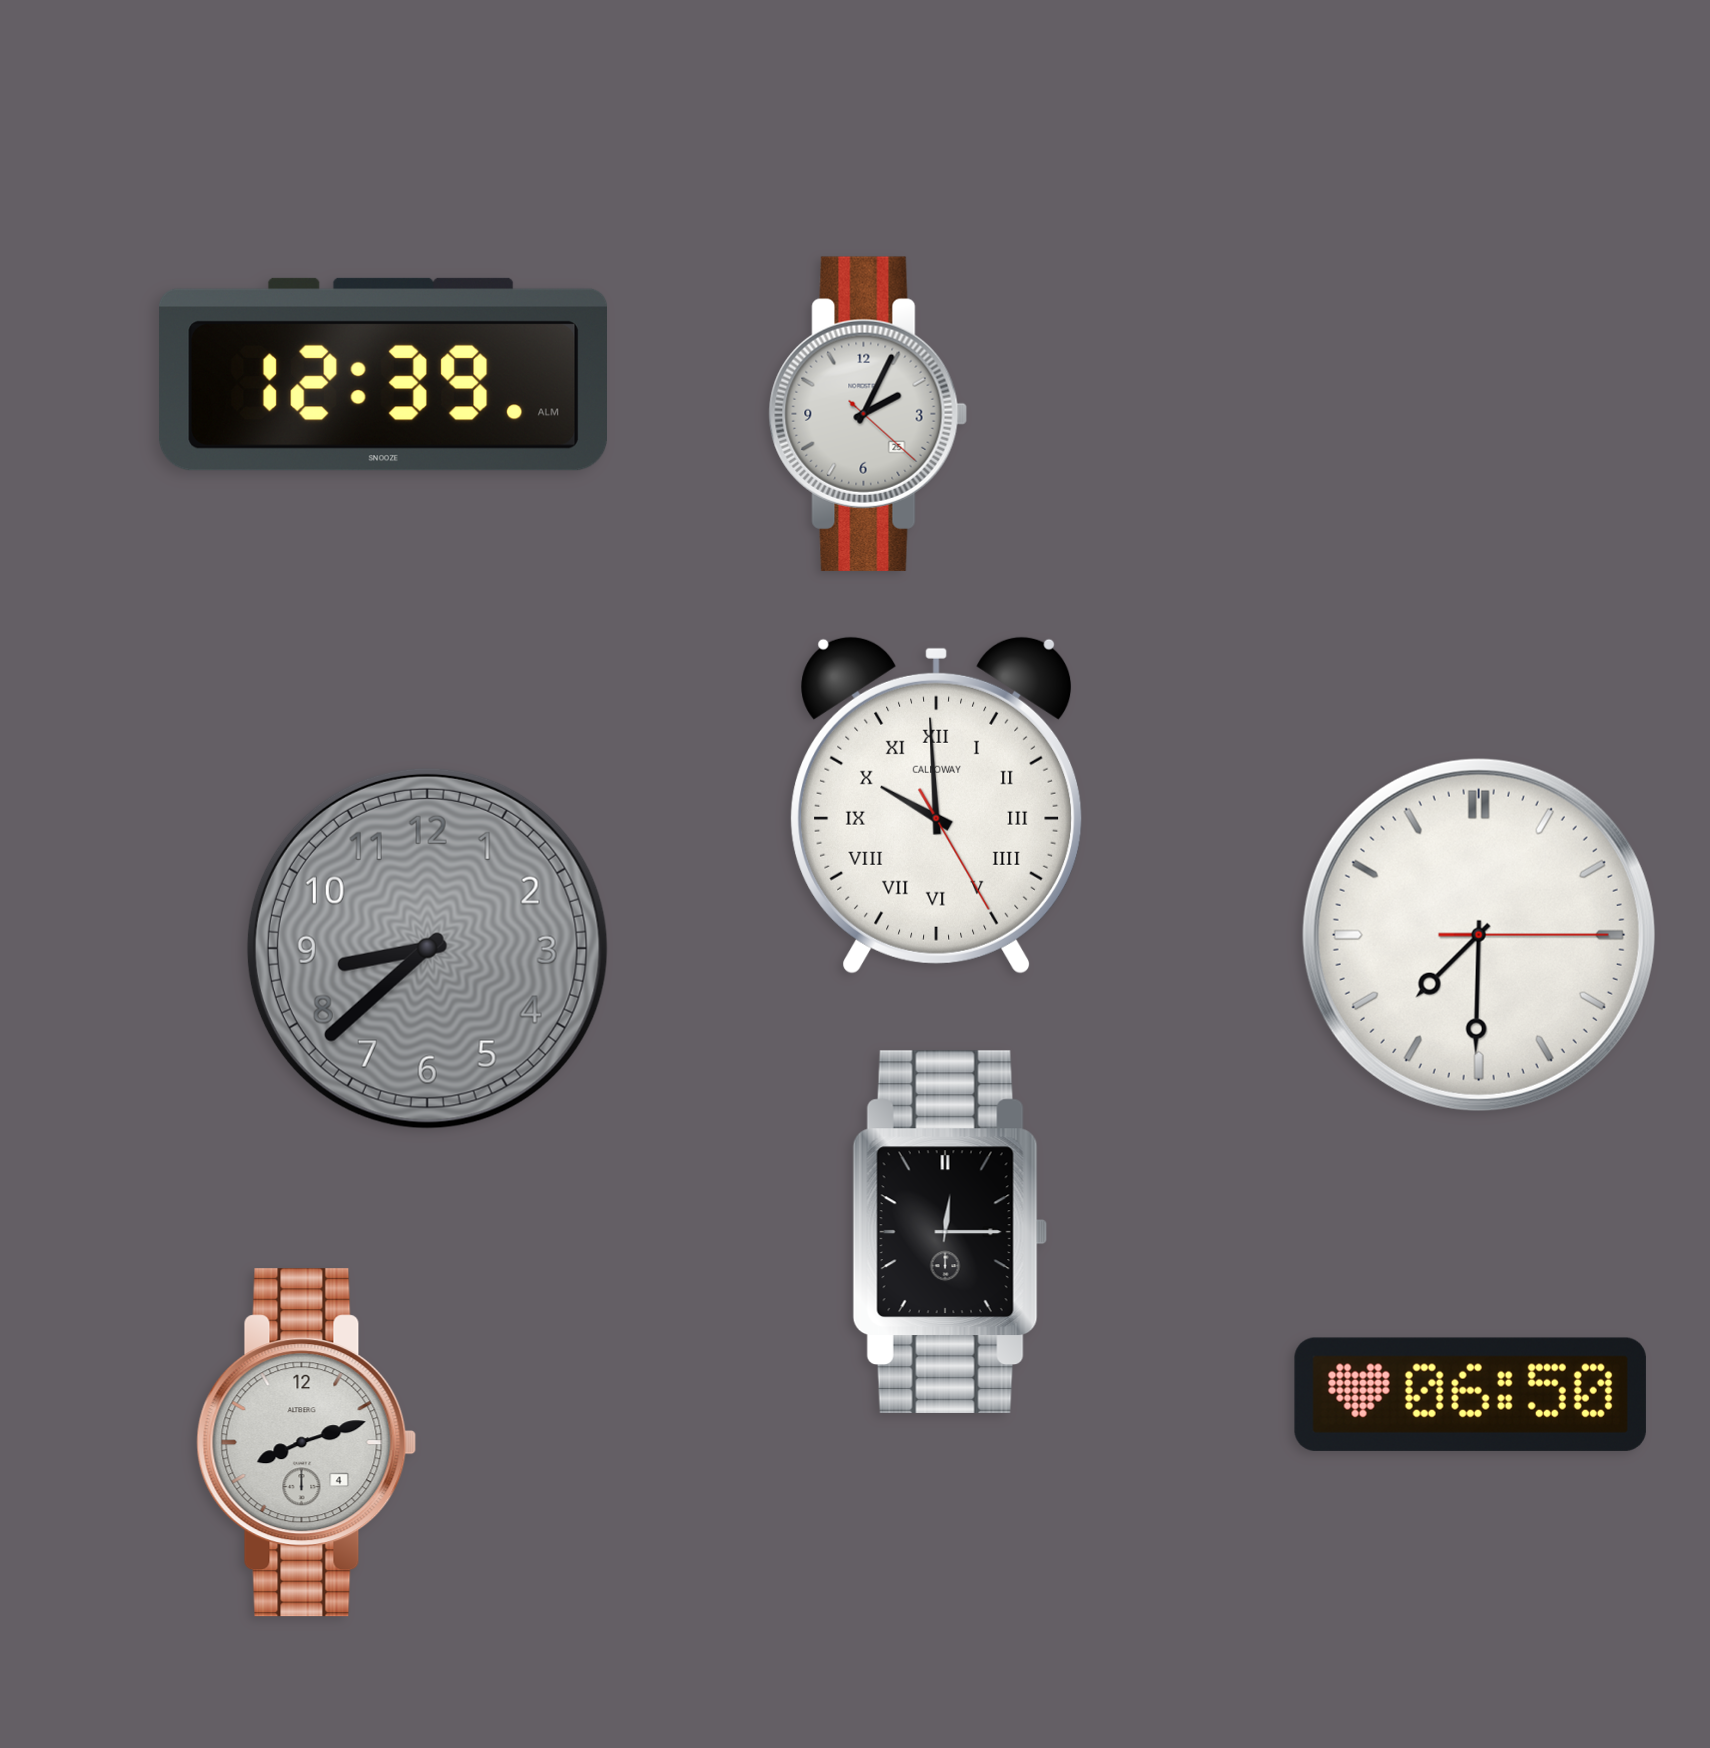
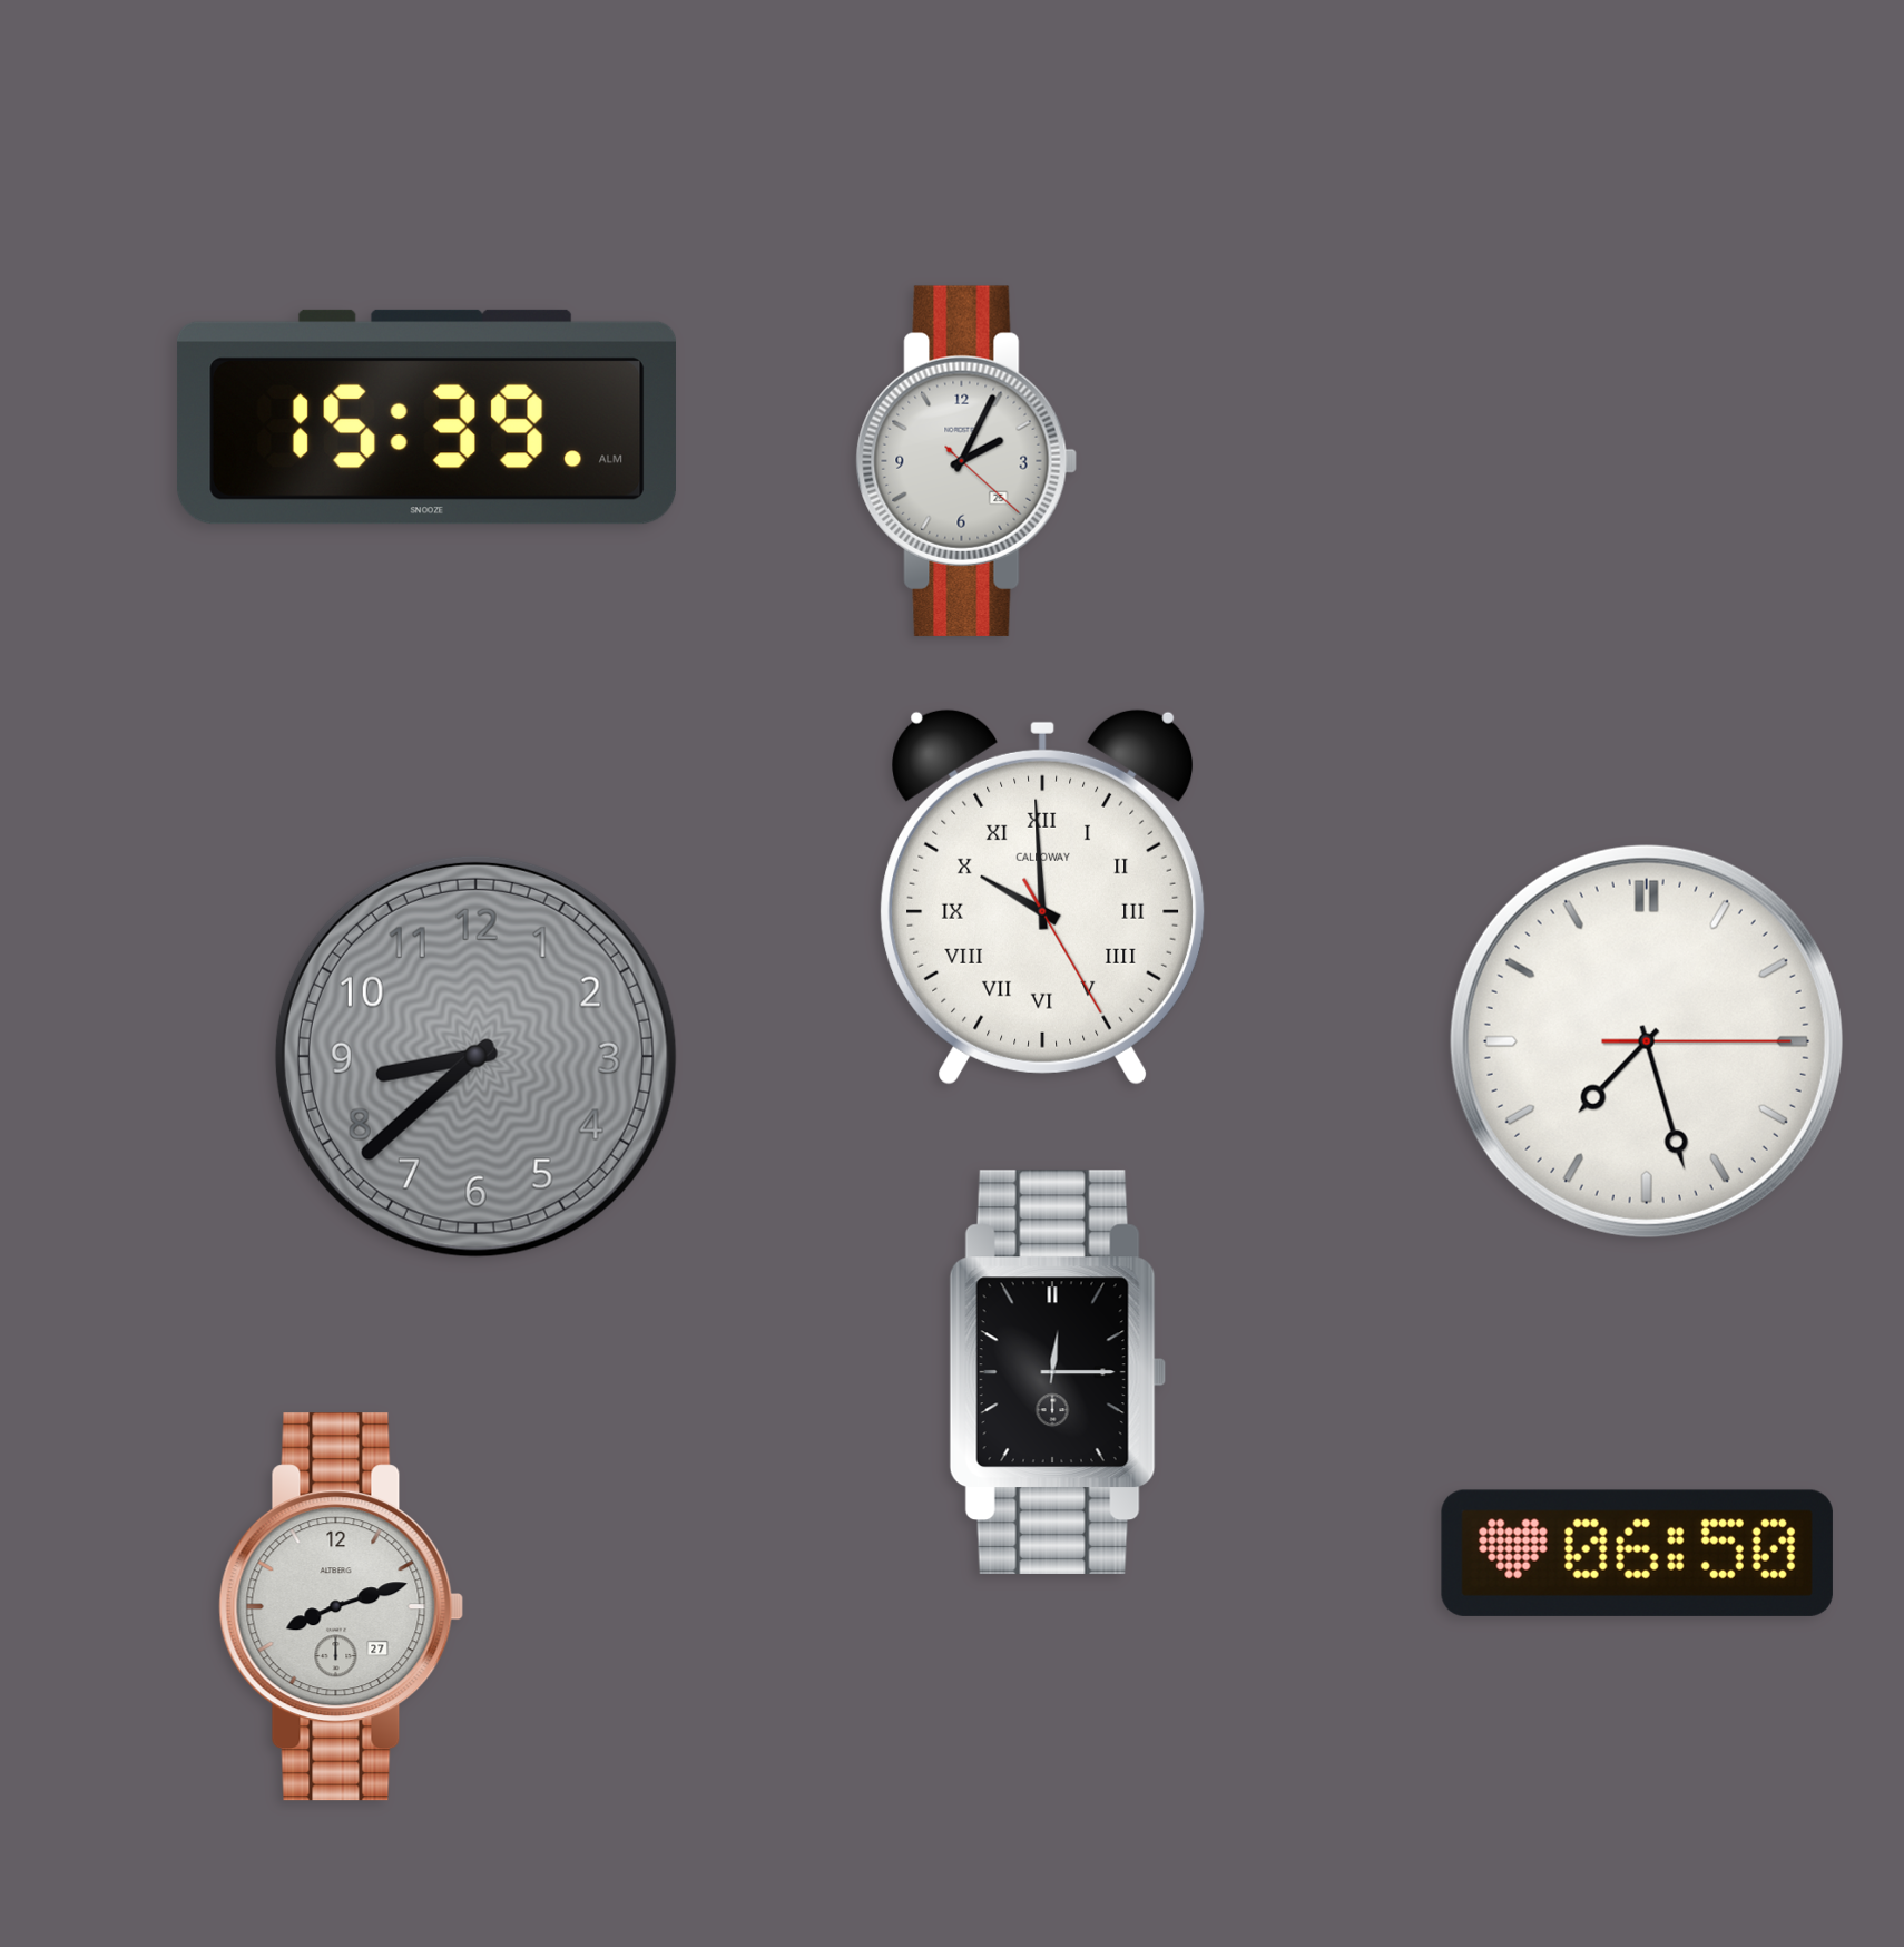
clock at (383, 374): 12:39 -> 15:39
clock at (1479, 935): 7:30 -> 7:27
clock at (307, 1443) date: 4 -> 27
